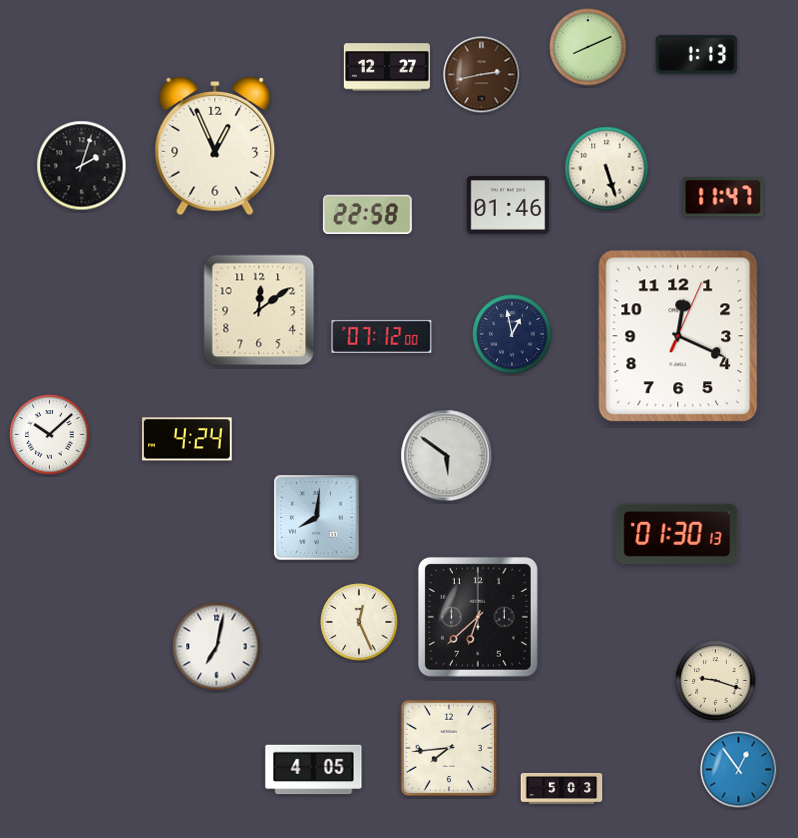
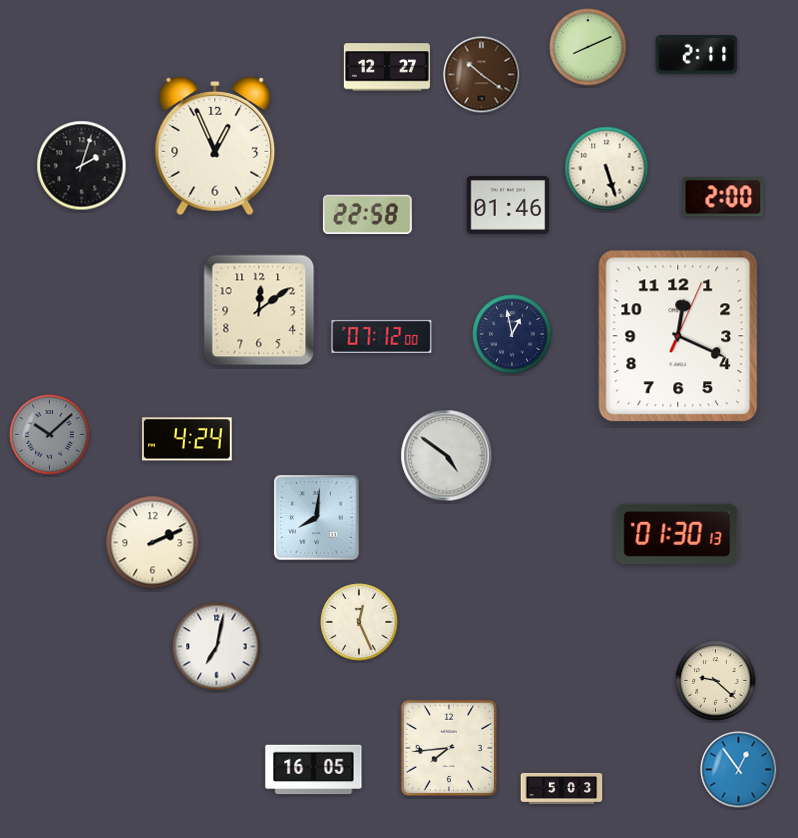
clock at (697, 55): 1:13 -> 2:11
clock at (482, 75): 2:43 -> 10:21
clock at (723, 197): 11:47 -> 2:00
clock at (50, 435) dial: white -> grey
clock at (447, 456): 5:51 -> 4:51
clock at (153, 543): none -> 2:11
clock at (478, 617): 6:38 -> none
clock at (716, 681): 9:18 -> 9:22
clock at (314, 770): 4:05 -> 16:05
